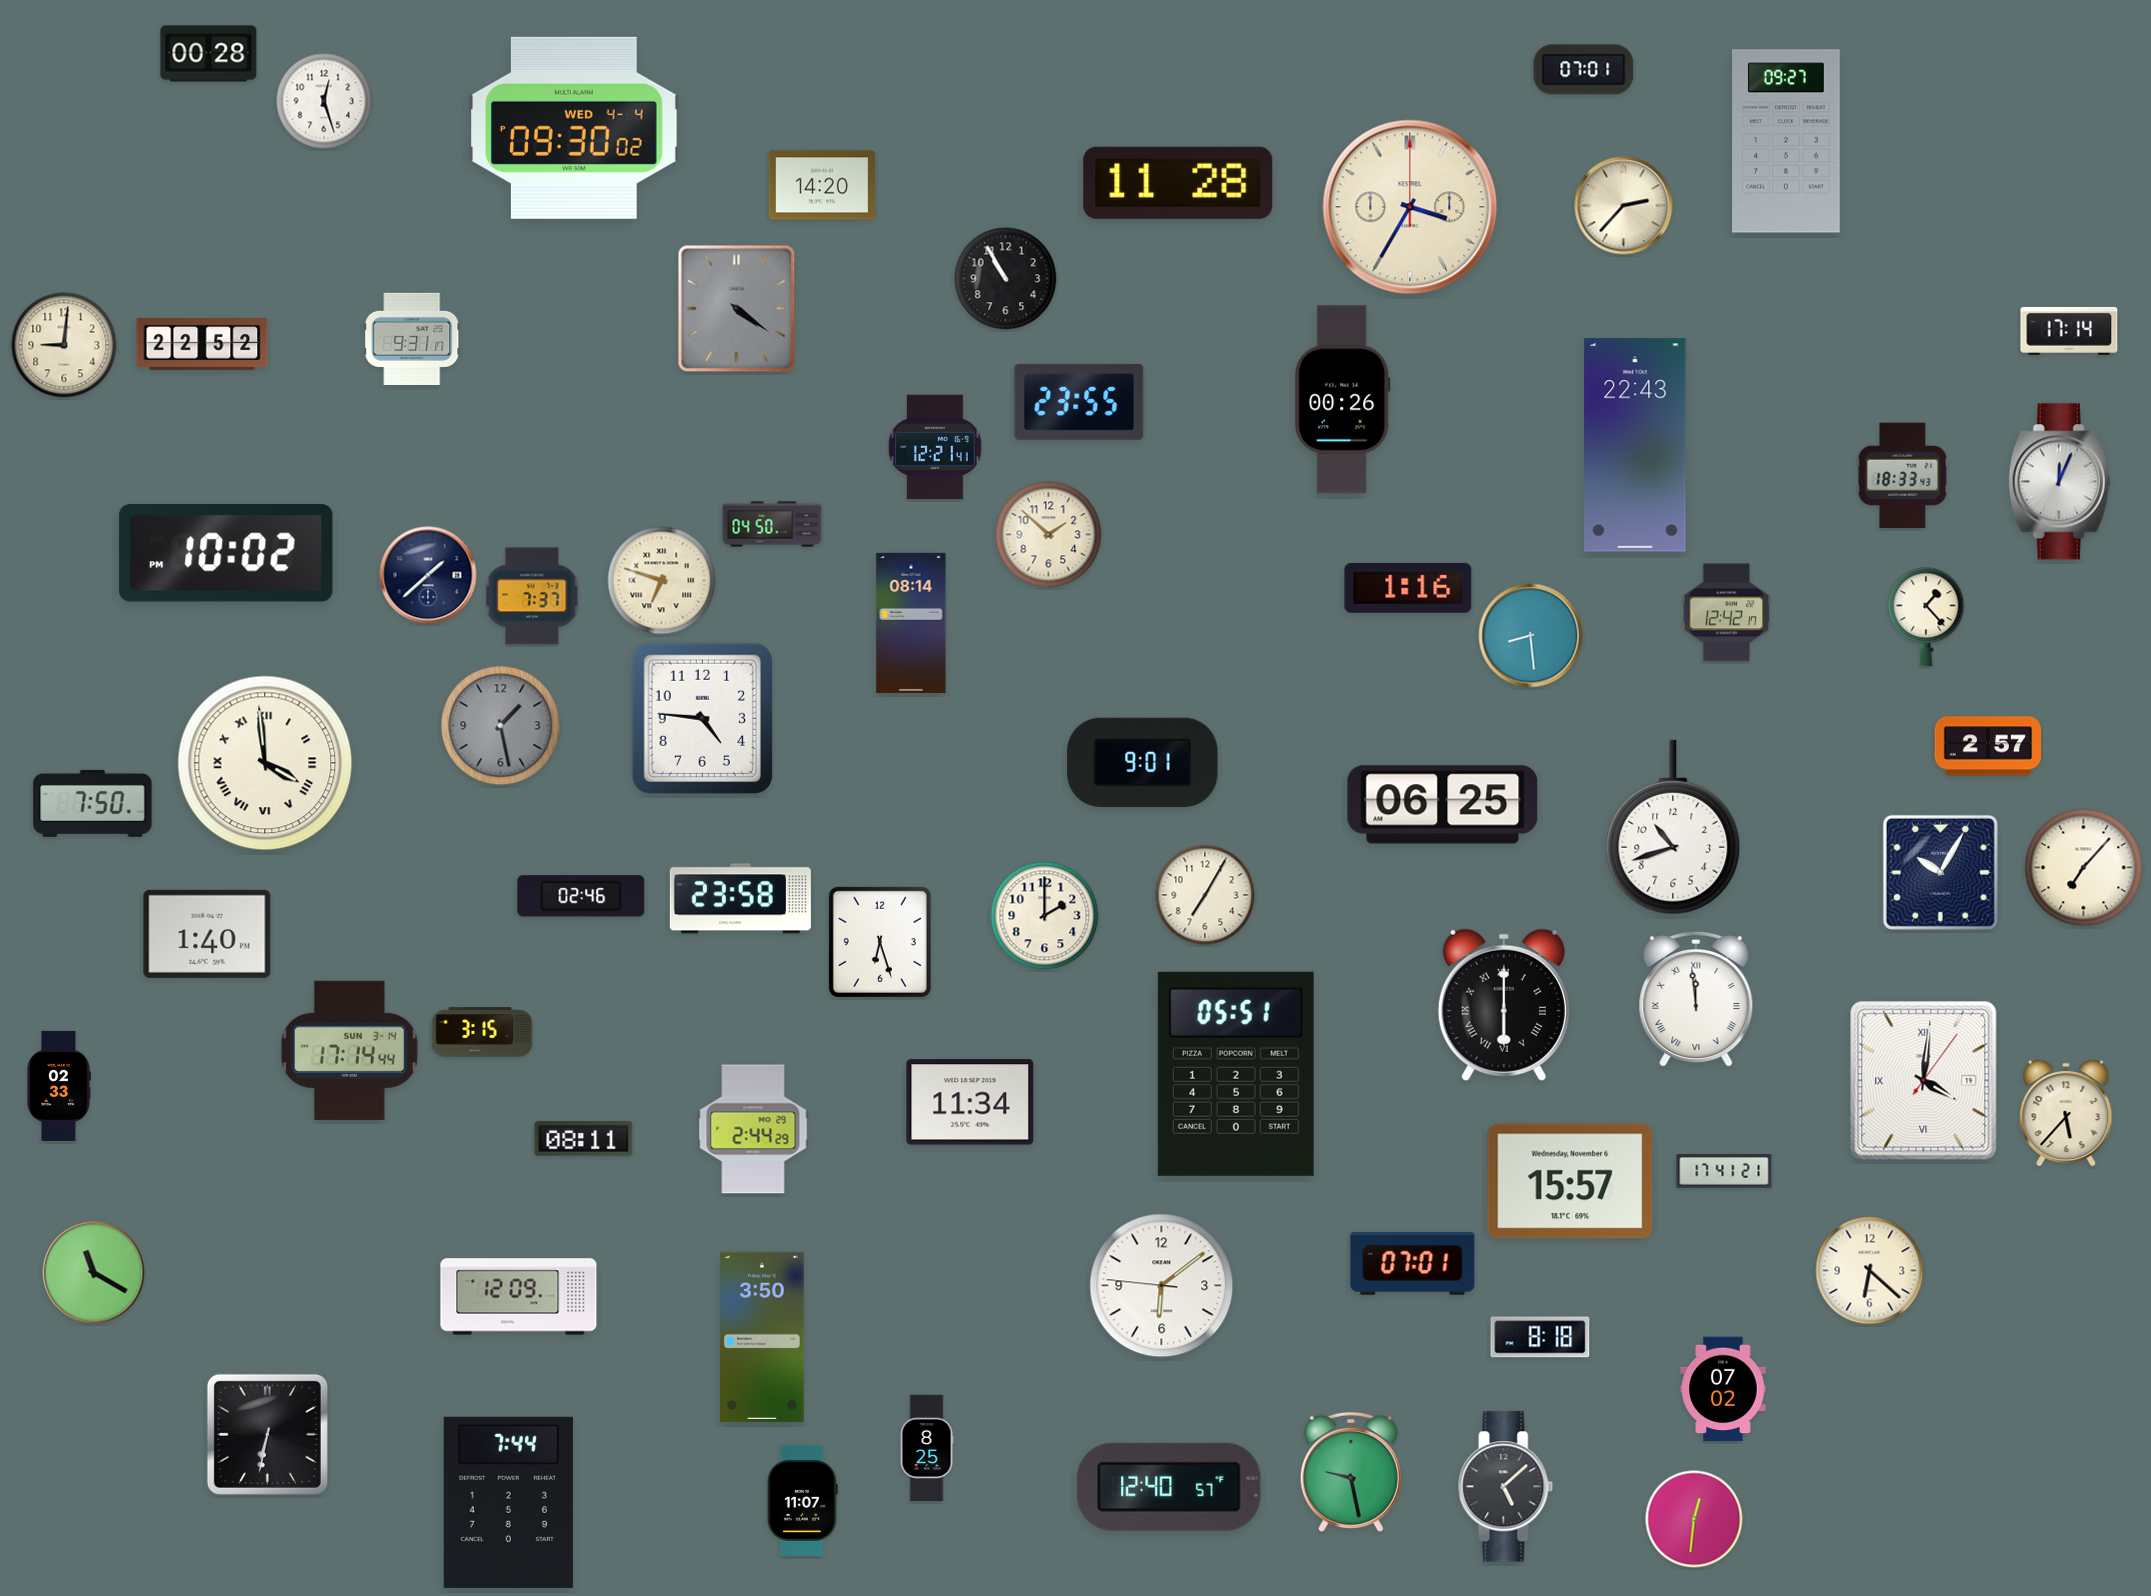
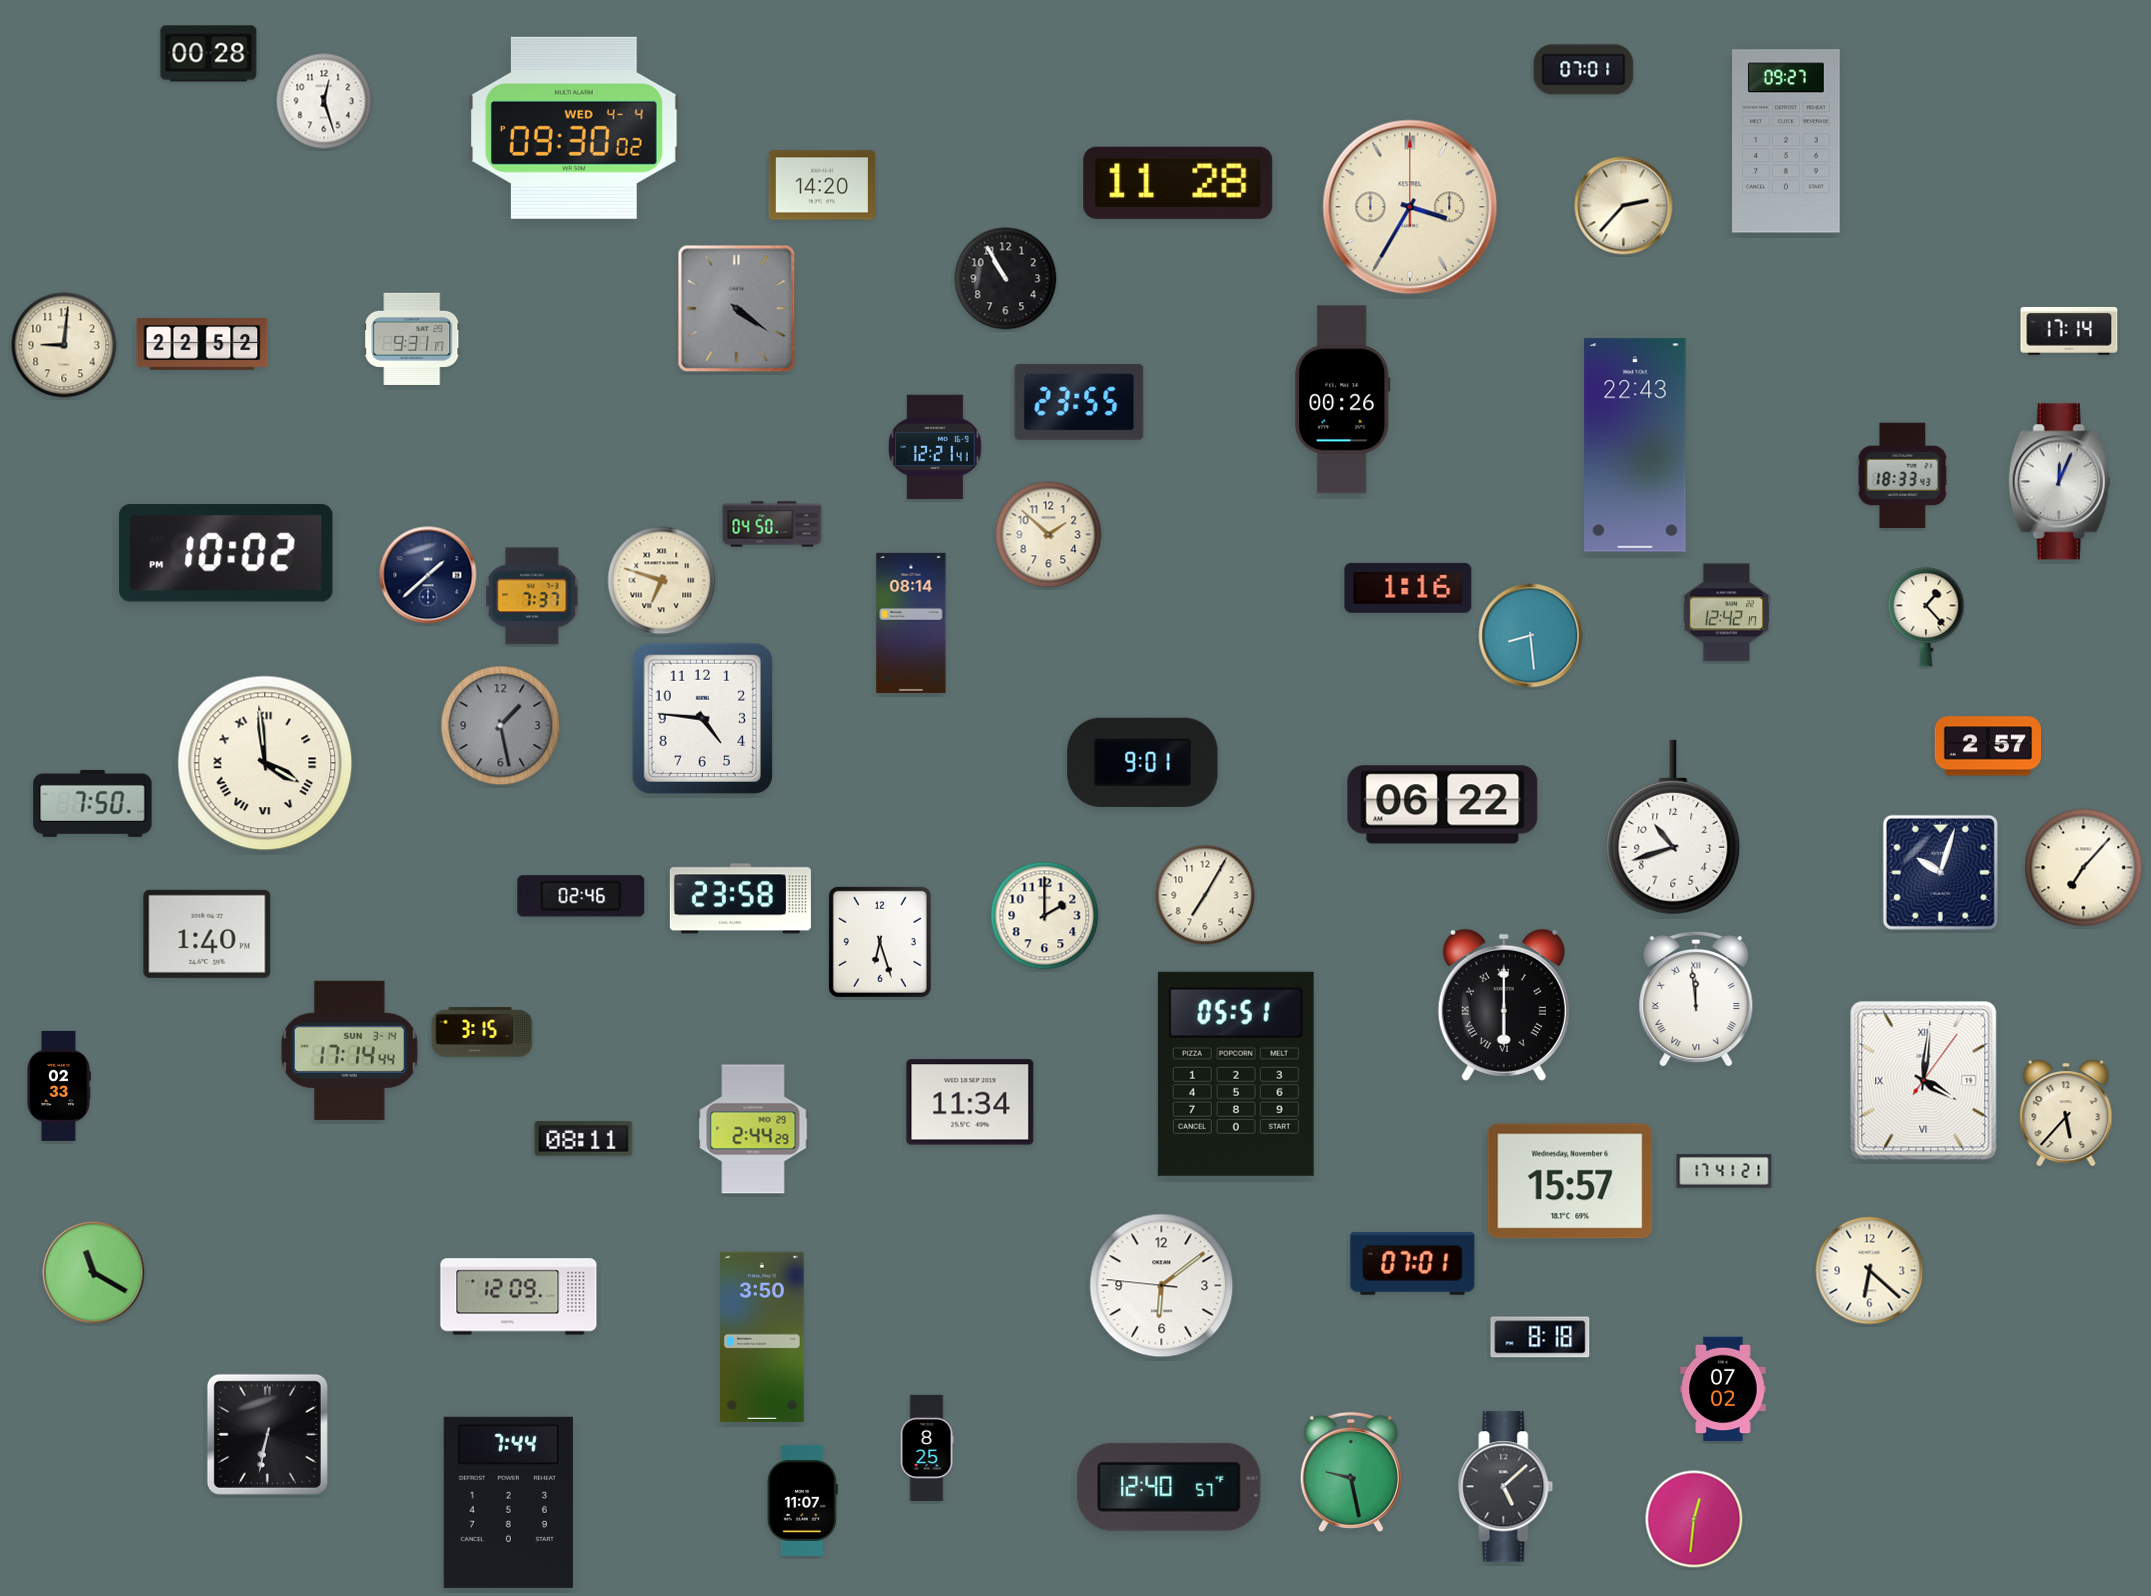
clock at (1443, 805): 06:25 -> 06:22
clock at (1940, 872): 10:05 -> 10:03
